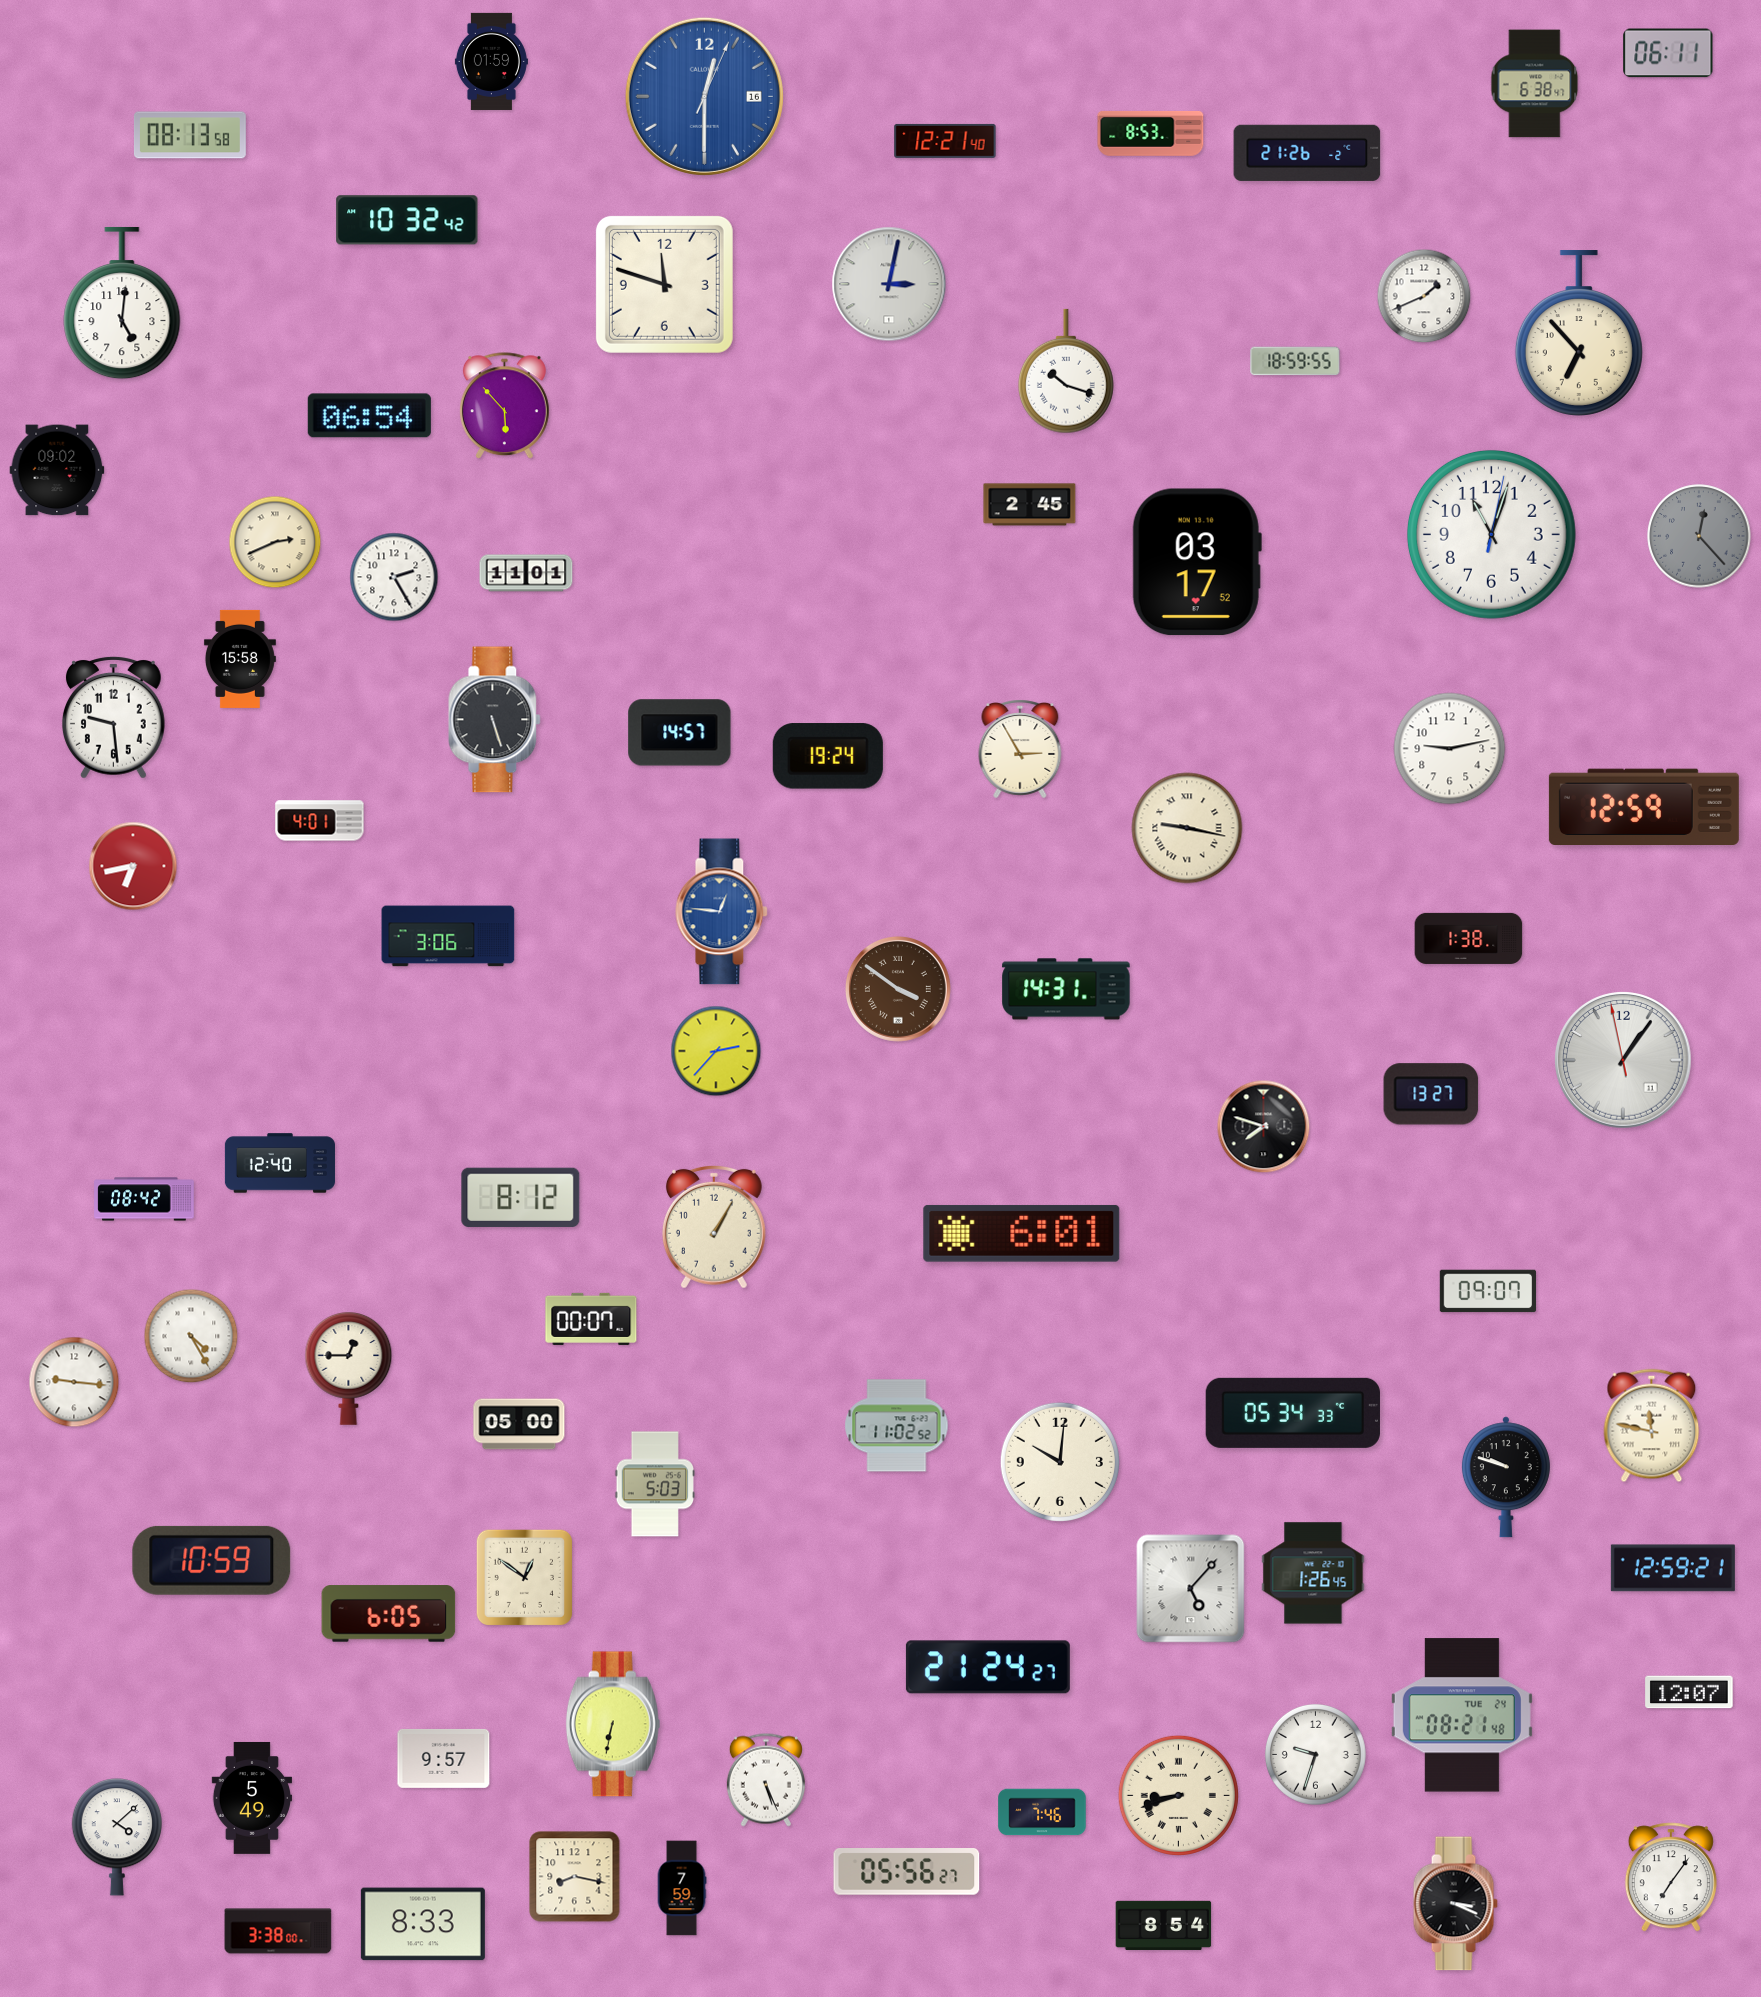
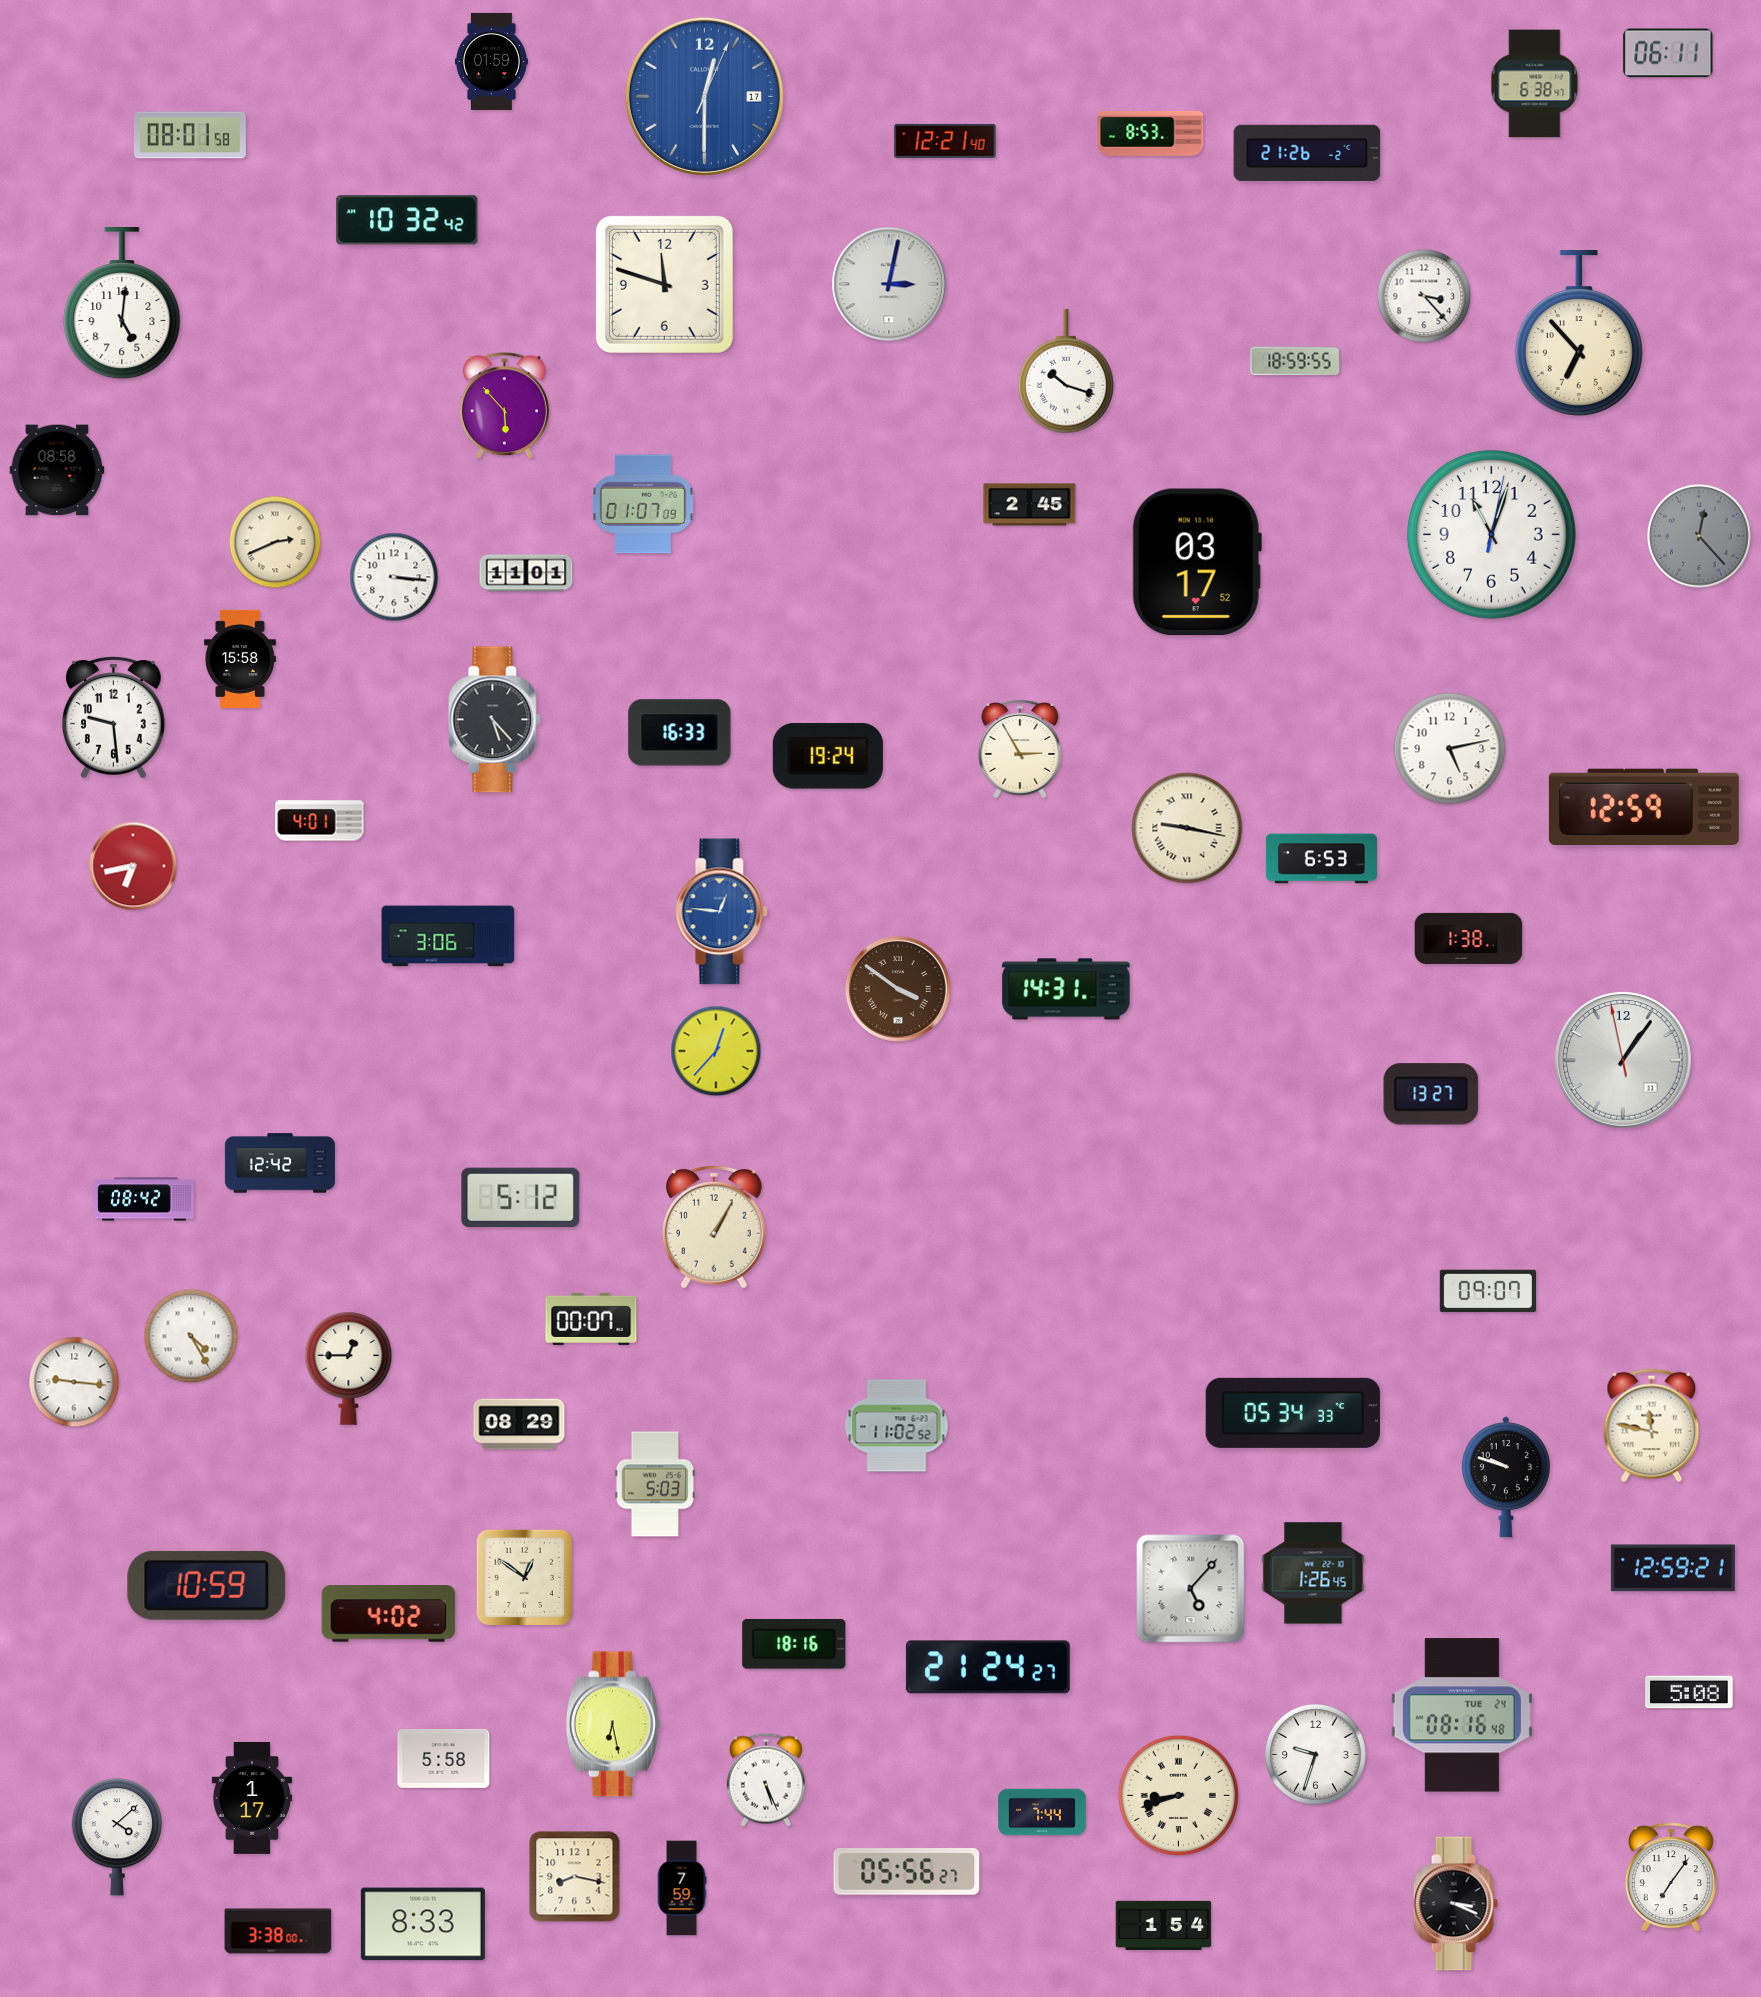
clock at (704, 96) date: 16 -> 17
clock at (190, 135): 08:13 -> 08:01
clock at (1424, 296): 1:41 -> 3:23
clock at (369, 416): 06:54 -> none
clock at (57, 470): 09:02 -> 08:58
clock at (644, 504): none -> 01:07
clock at (394, 577): 2:25 -> 3:16
clock at (495, 720): 5:27 -> 5:23
clock at (680, 733): 14:57 -> 16:33
clock at (1450, 749): 9:13 -> 5:13
clock at (1321, 859): none -> 6:53
clock at (716, 1051): 2:37 -> 12:37
clock at (1264, 1127): 7:48 -> none
clock at (280, 1163): 12:40 -> 12:42
clock at (521, 1197): 8:12 -> 5:12
clock at (1022, 1233): 6:01 -> none
clock at (519, 1424): 05:00 -> 08:29
clock at (1060, 1462): 10:01 -> none
clock at (212, 1560) position: (212, 1560) -> (207, 1585)
clock at (389, 1614): 6:05 -> 4:02
clock at (794, 1644): none -> 18:16
clock at (1689, 1692): 12:07 -> 5:08
clock at (1462, 1715): 08:21 -> 08:16
clock at (613, 1724): 6:32 -> 6:28
clock at (444, 1758): 9:57 -> 5:58
clock at (252, 1798): 5:49 -> 1:17
clock at (1042, 1812): 7:46 -> 7:44
clock at (1164, 1925): 8:54 -> 1:54
